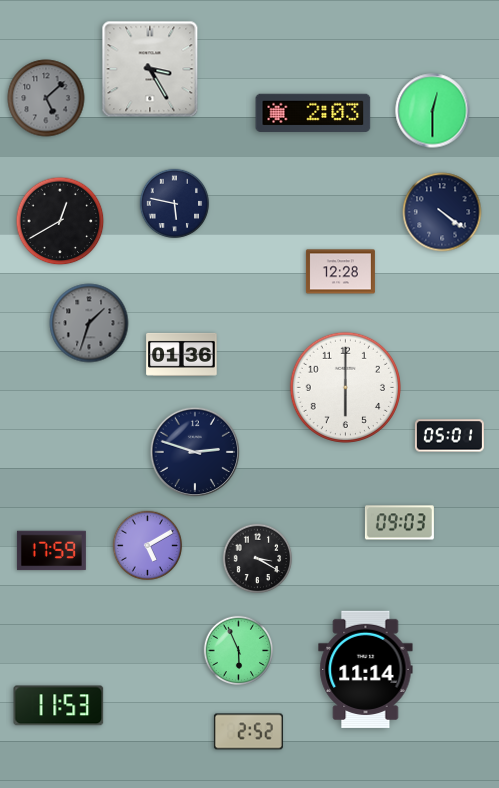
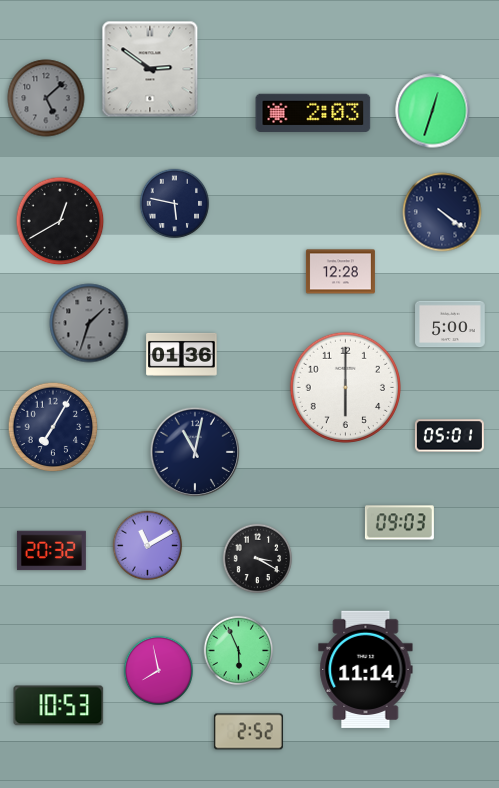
clock at (150, 69): 3:25 -> 2:51
clock at (433, 111): 12:30 -> 12:33
clock at (450, 324): none -> 5:00
clock at (53, 427): none -> 7:05
clock at (195, 452): 2:48 -> 11:02
clock at (148, 546): 5:10 -> 11:10
clock at (51, 551): 17:59 -> 20:32
clock at (159, 671): none -> 7:58
clock at (59, 706): 11:53 -> 10:53
